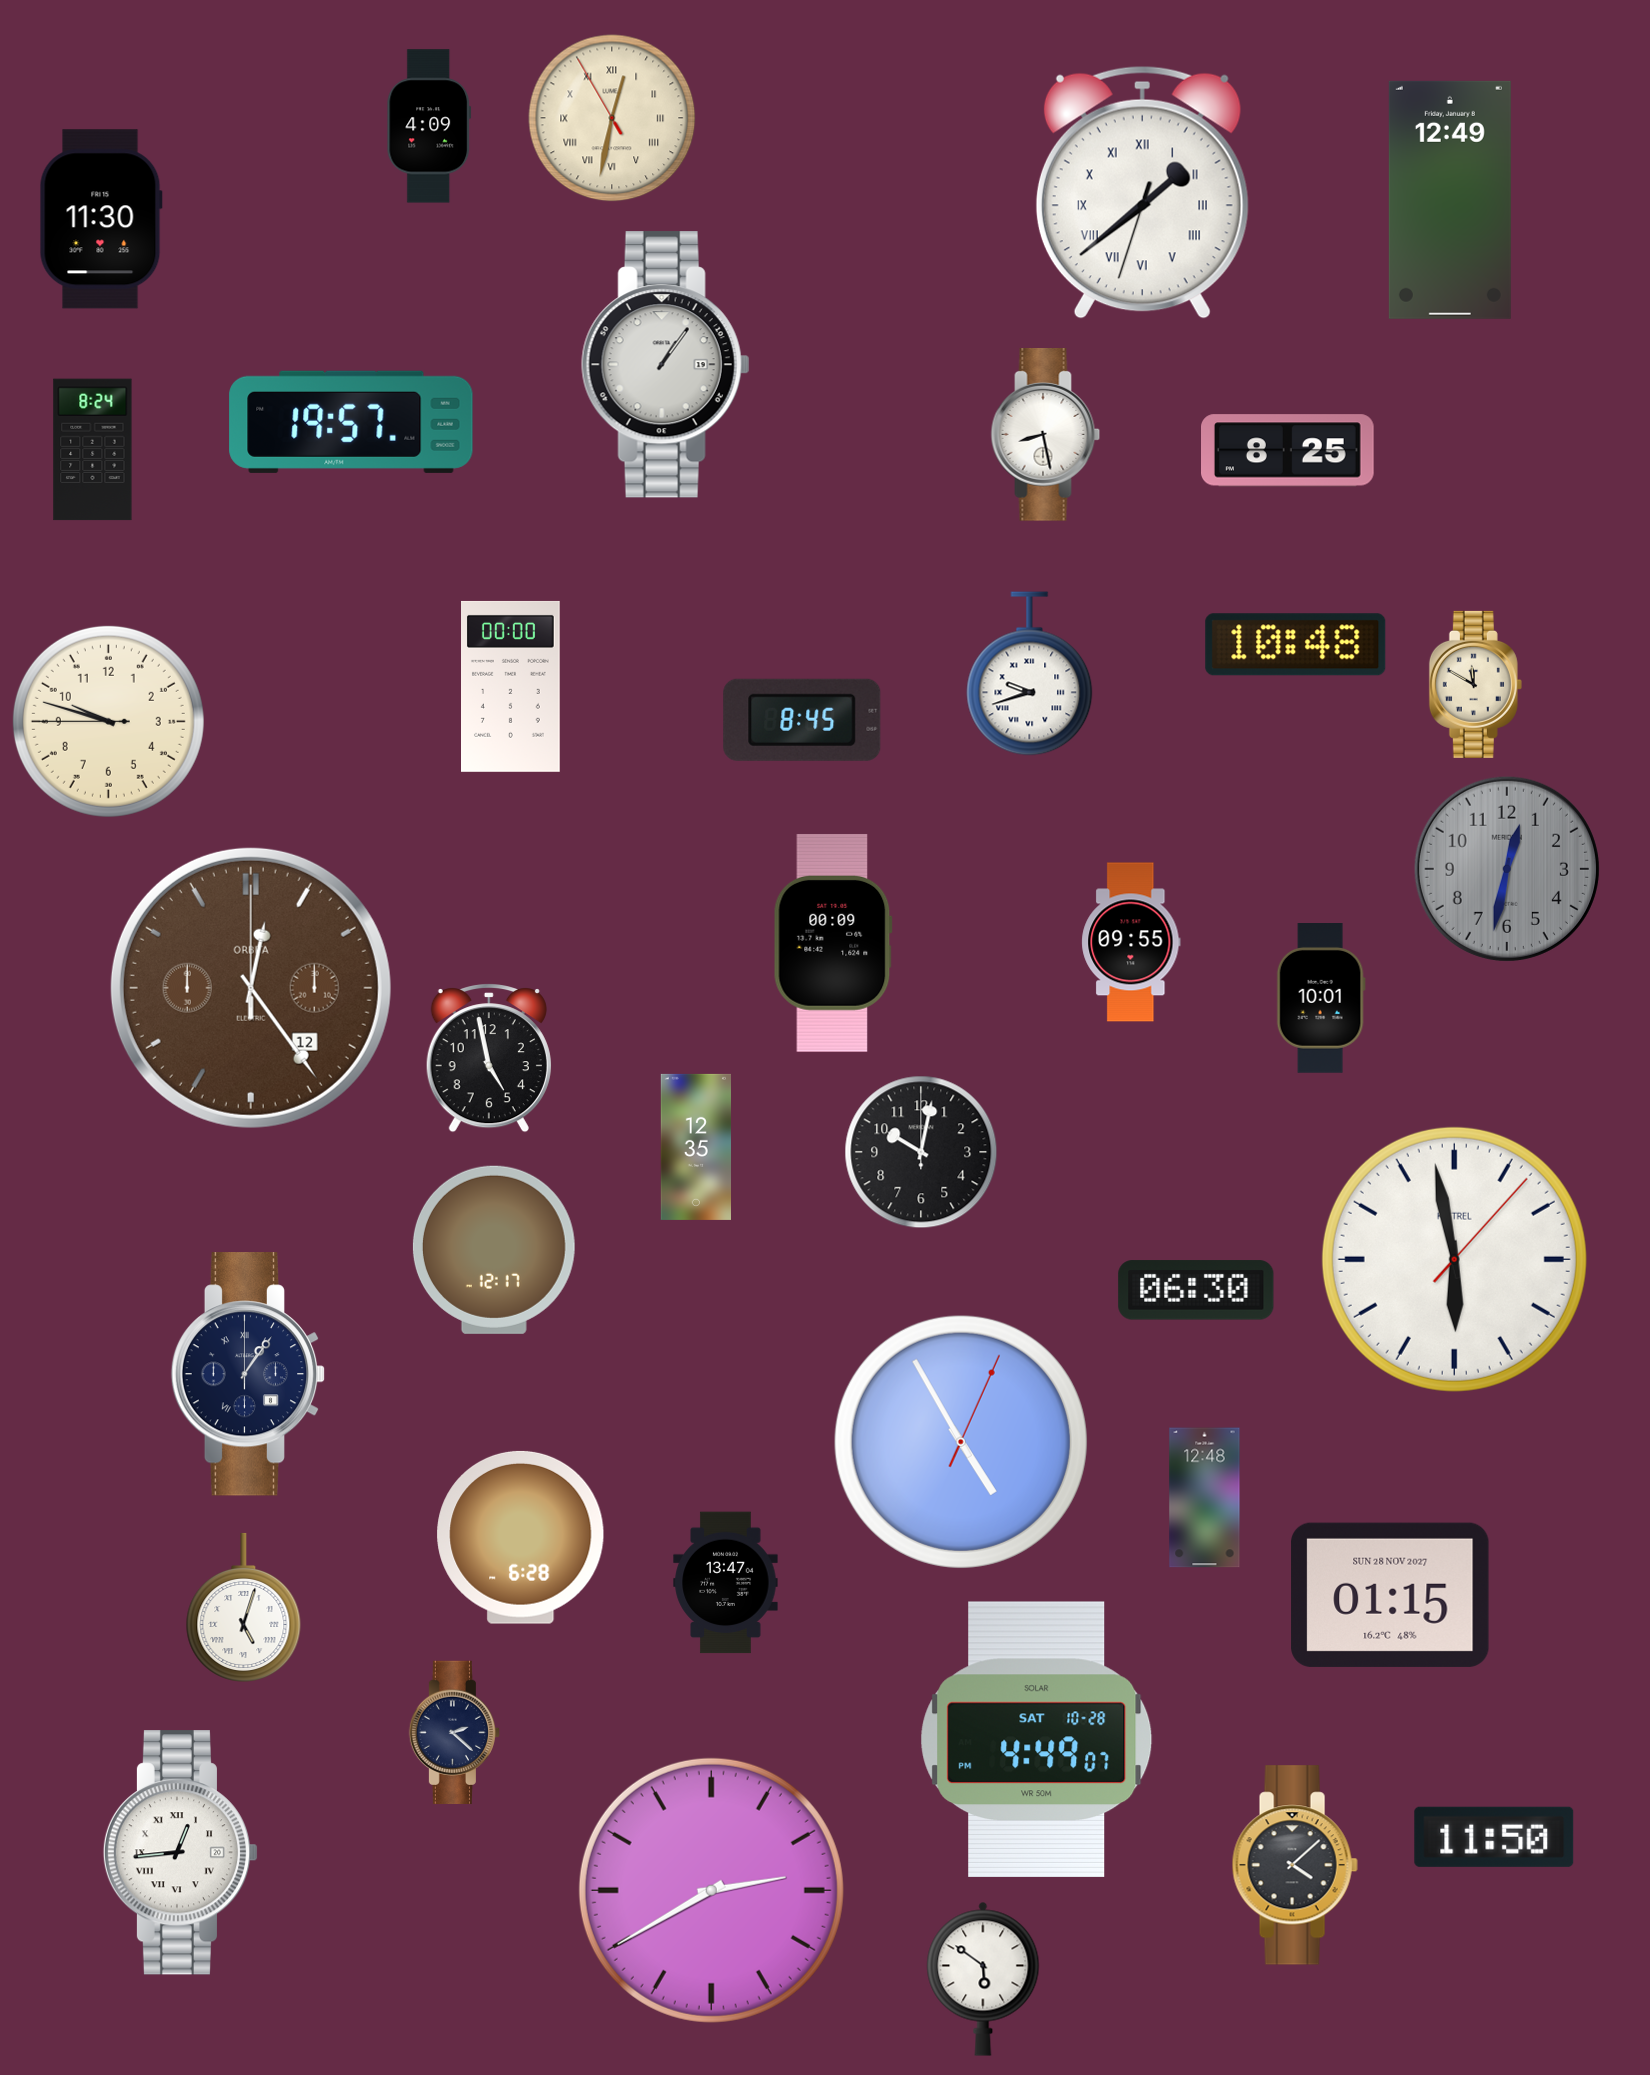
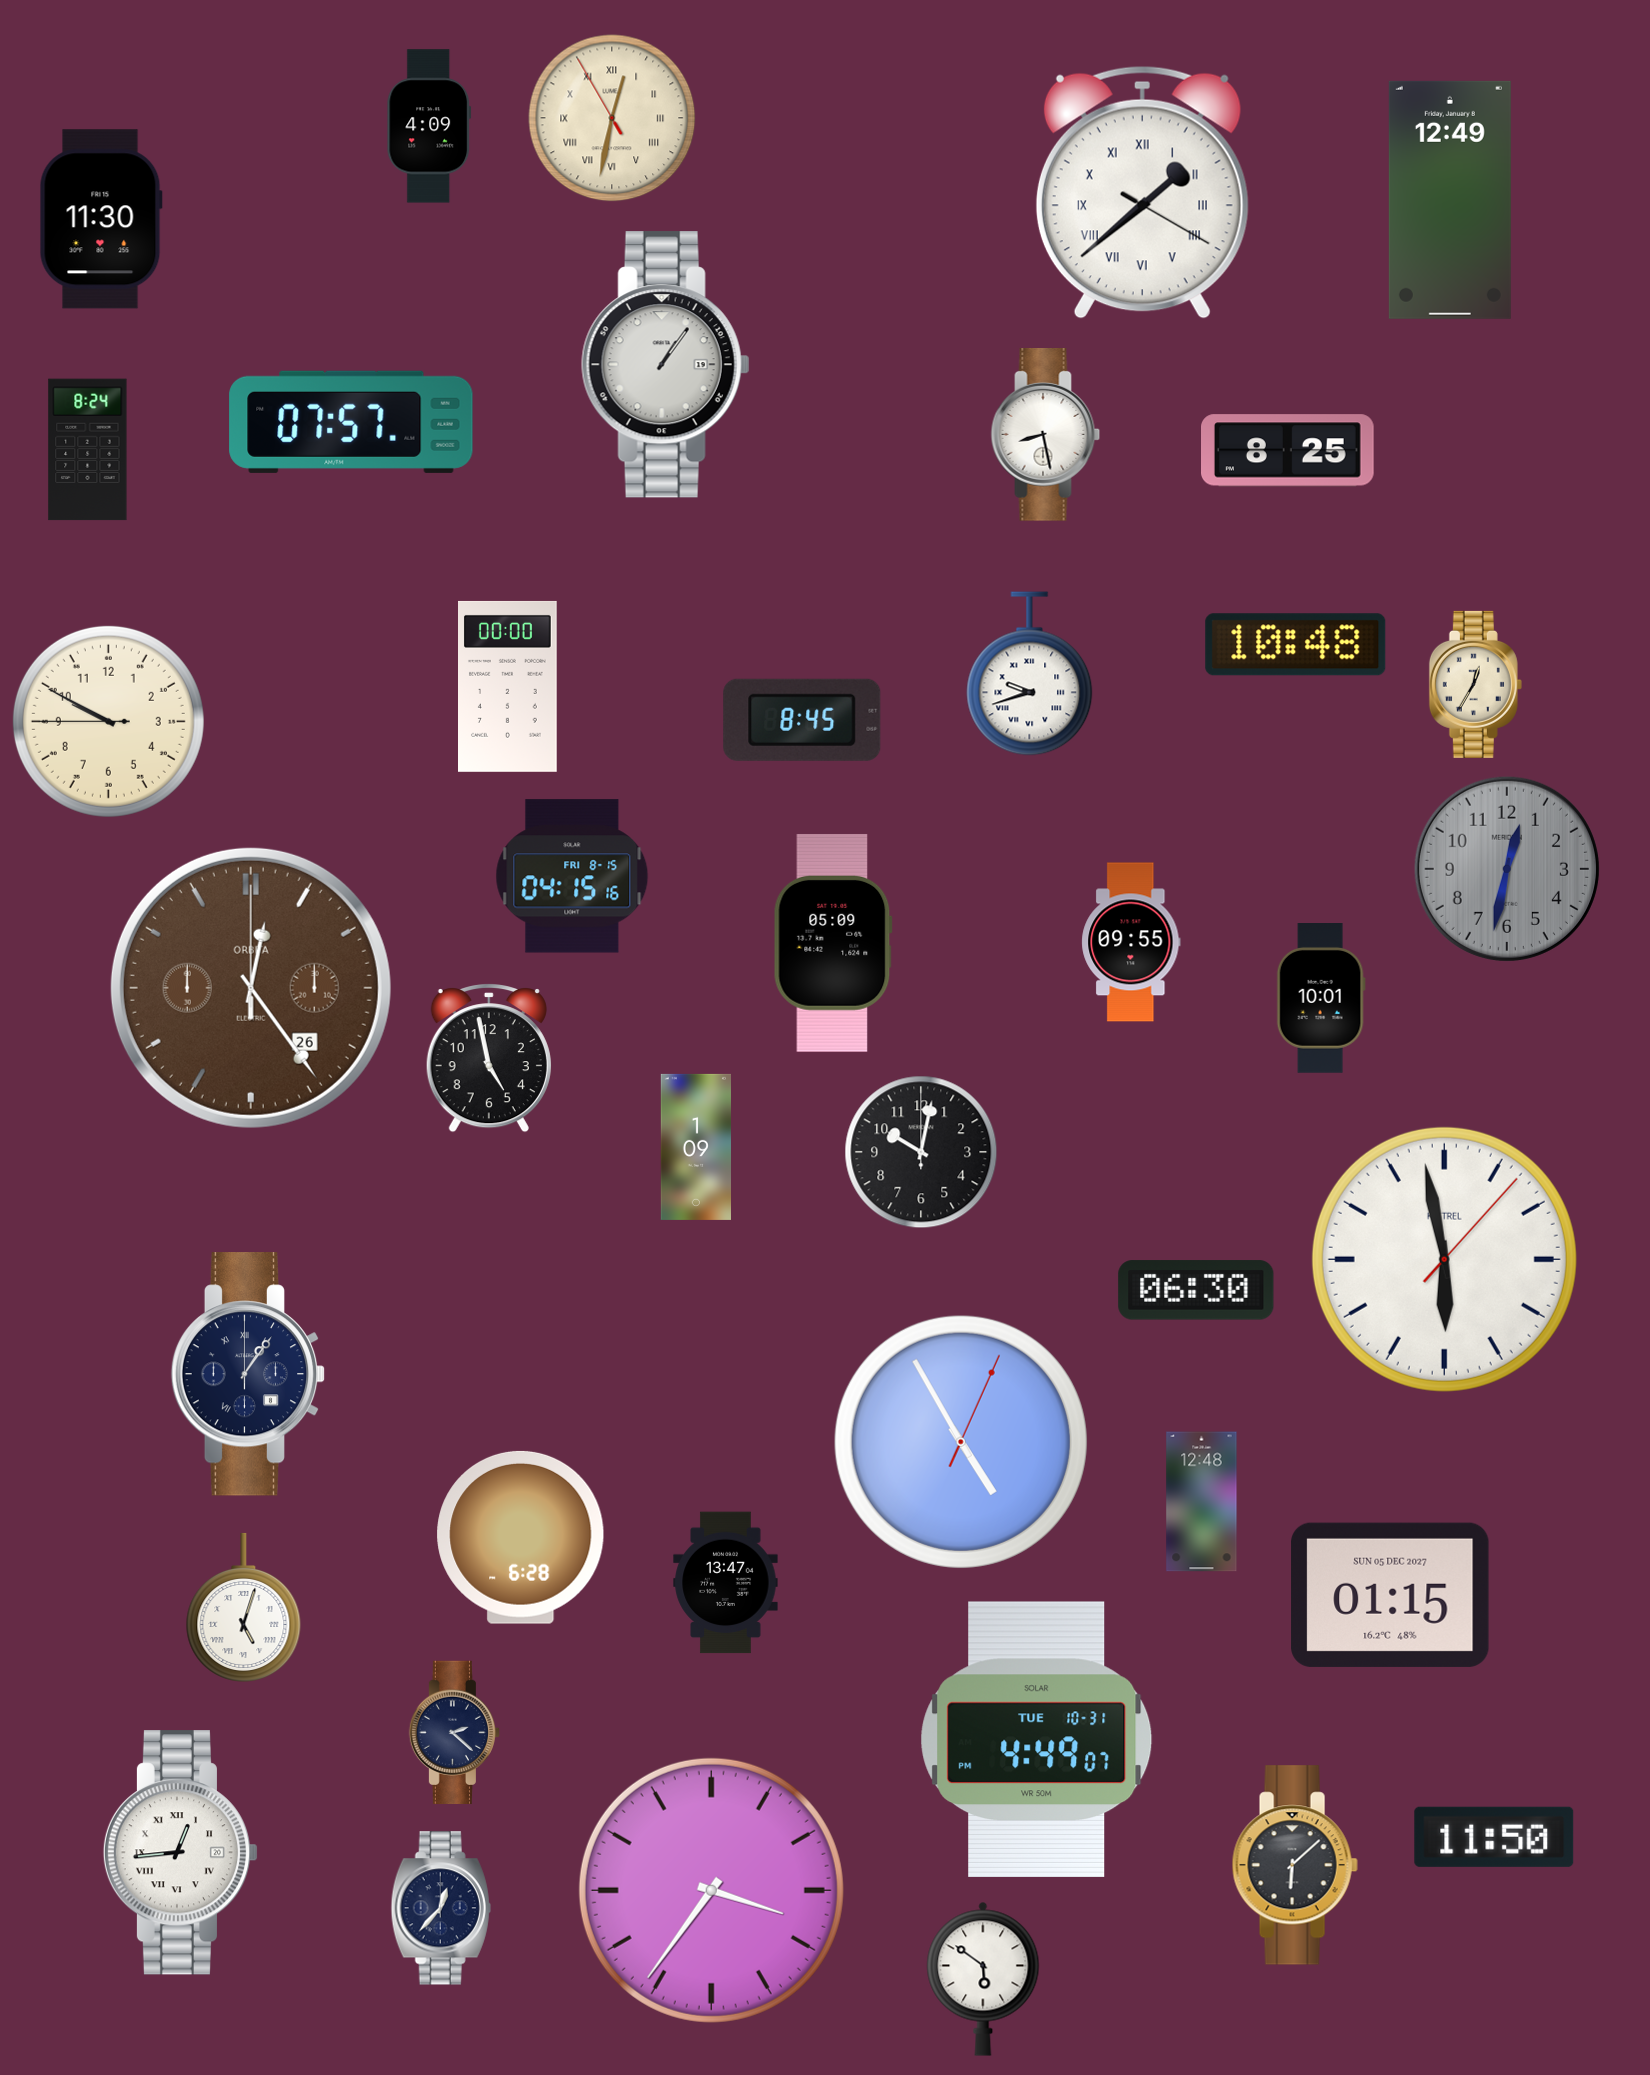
clock at (1142, 192): 1:38:33 -> 1:38:20
clock at (351, 422): 19:57 -> 07:57
clock at (93, 450) position: (93, 450) -> (88, 450)
clock at (1475, 684): 11:50 -> 12:35
clock at (511, 686) position: (511, 686) -> (508, 686)
clock at (108, 721): 9:47 -> 9:49
clock at (572, 876): none -> 04:15
clock at (833, 943): 00:09 -> 05:09
clock at (251, 988) date: 12 -> 26
clock at (695, 1147): 12:35 -> 1:09
clock at (494, 1250): 12:17 -> none
clock at (1454, 1259) position: (1454, 1259) -> (1444, 1259)
clock at (1205, 1498) position: (1205, 1498) -> (1202, 1502)
clock at (1390, 1595) date: SUN 28 NOV 2027 -> SUN 05 DEC 2027
clock at (1037, 1739) date: SAT 10-28 -> TUE 10-31
clock at (1295, 1865): 4:08 -> 6:08
clock at (711, 1890): 2:40 -> 3:36
clock at (441, 1908): none -> 12:37
